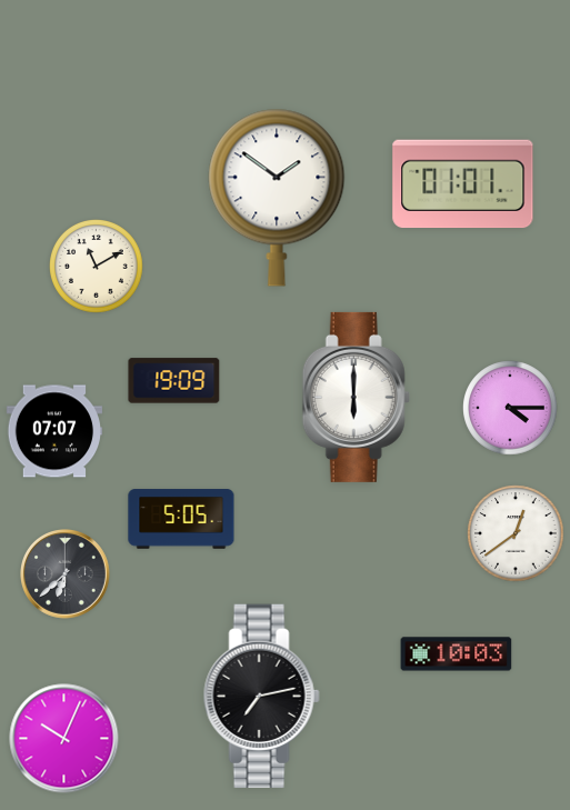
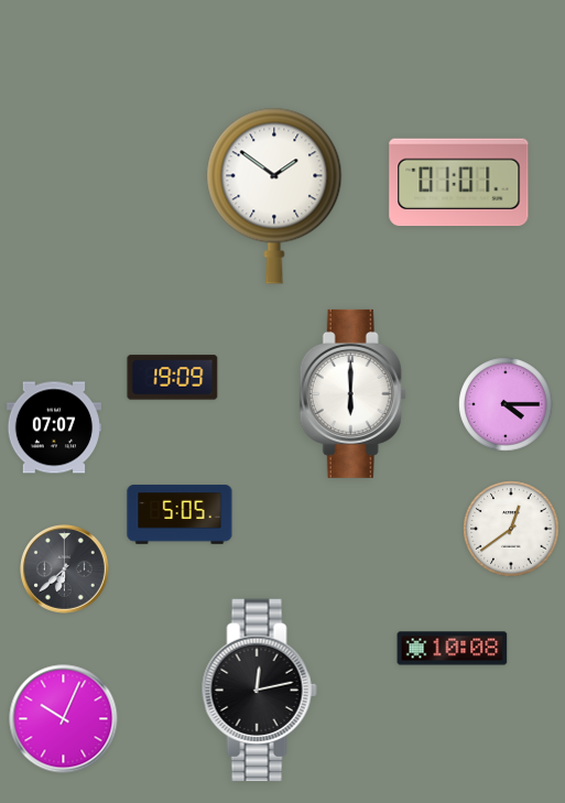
clock at (97, 267): 11:10 -> none
clock at (457, 654): 10:03 -> 10:08
clock at (261, 697): 7:13 -> 12:13
clock at (64, 739) position: (64, 739) -> (64, 719)
